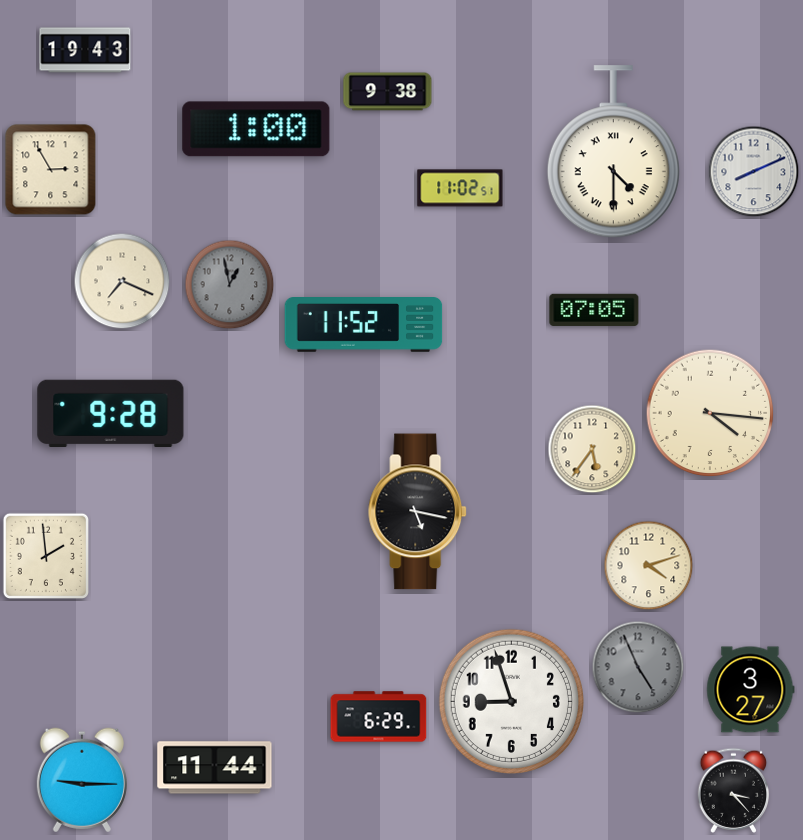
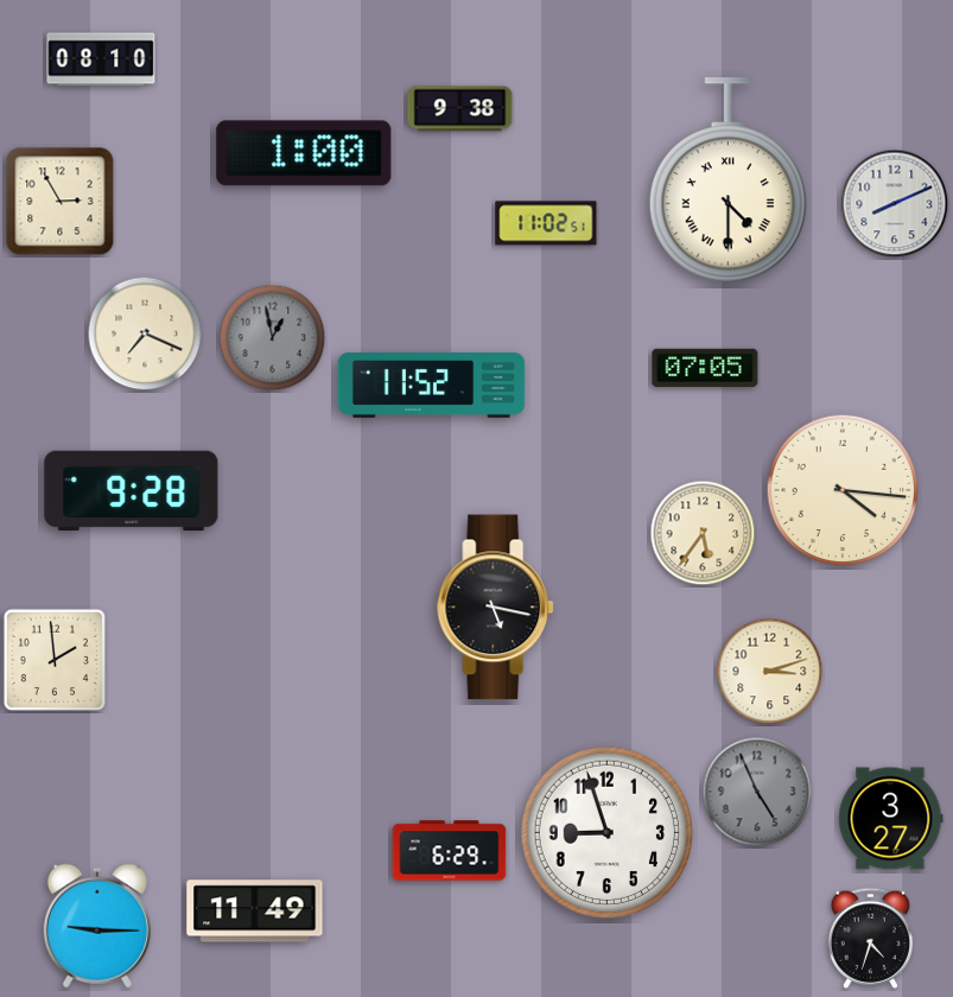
clock at (85, 50): 19:43 -> 08:10
clock at (649, 566): 4:12 -> 3:12
clock at (215, 768): 11:44 -> 11:49
clock at (734, 790): 3:23 -> 4:33
